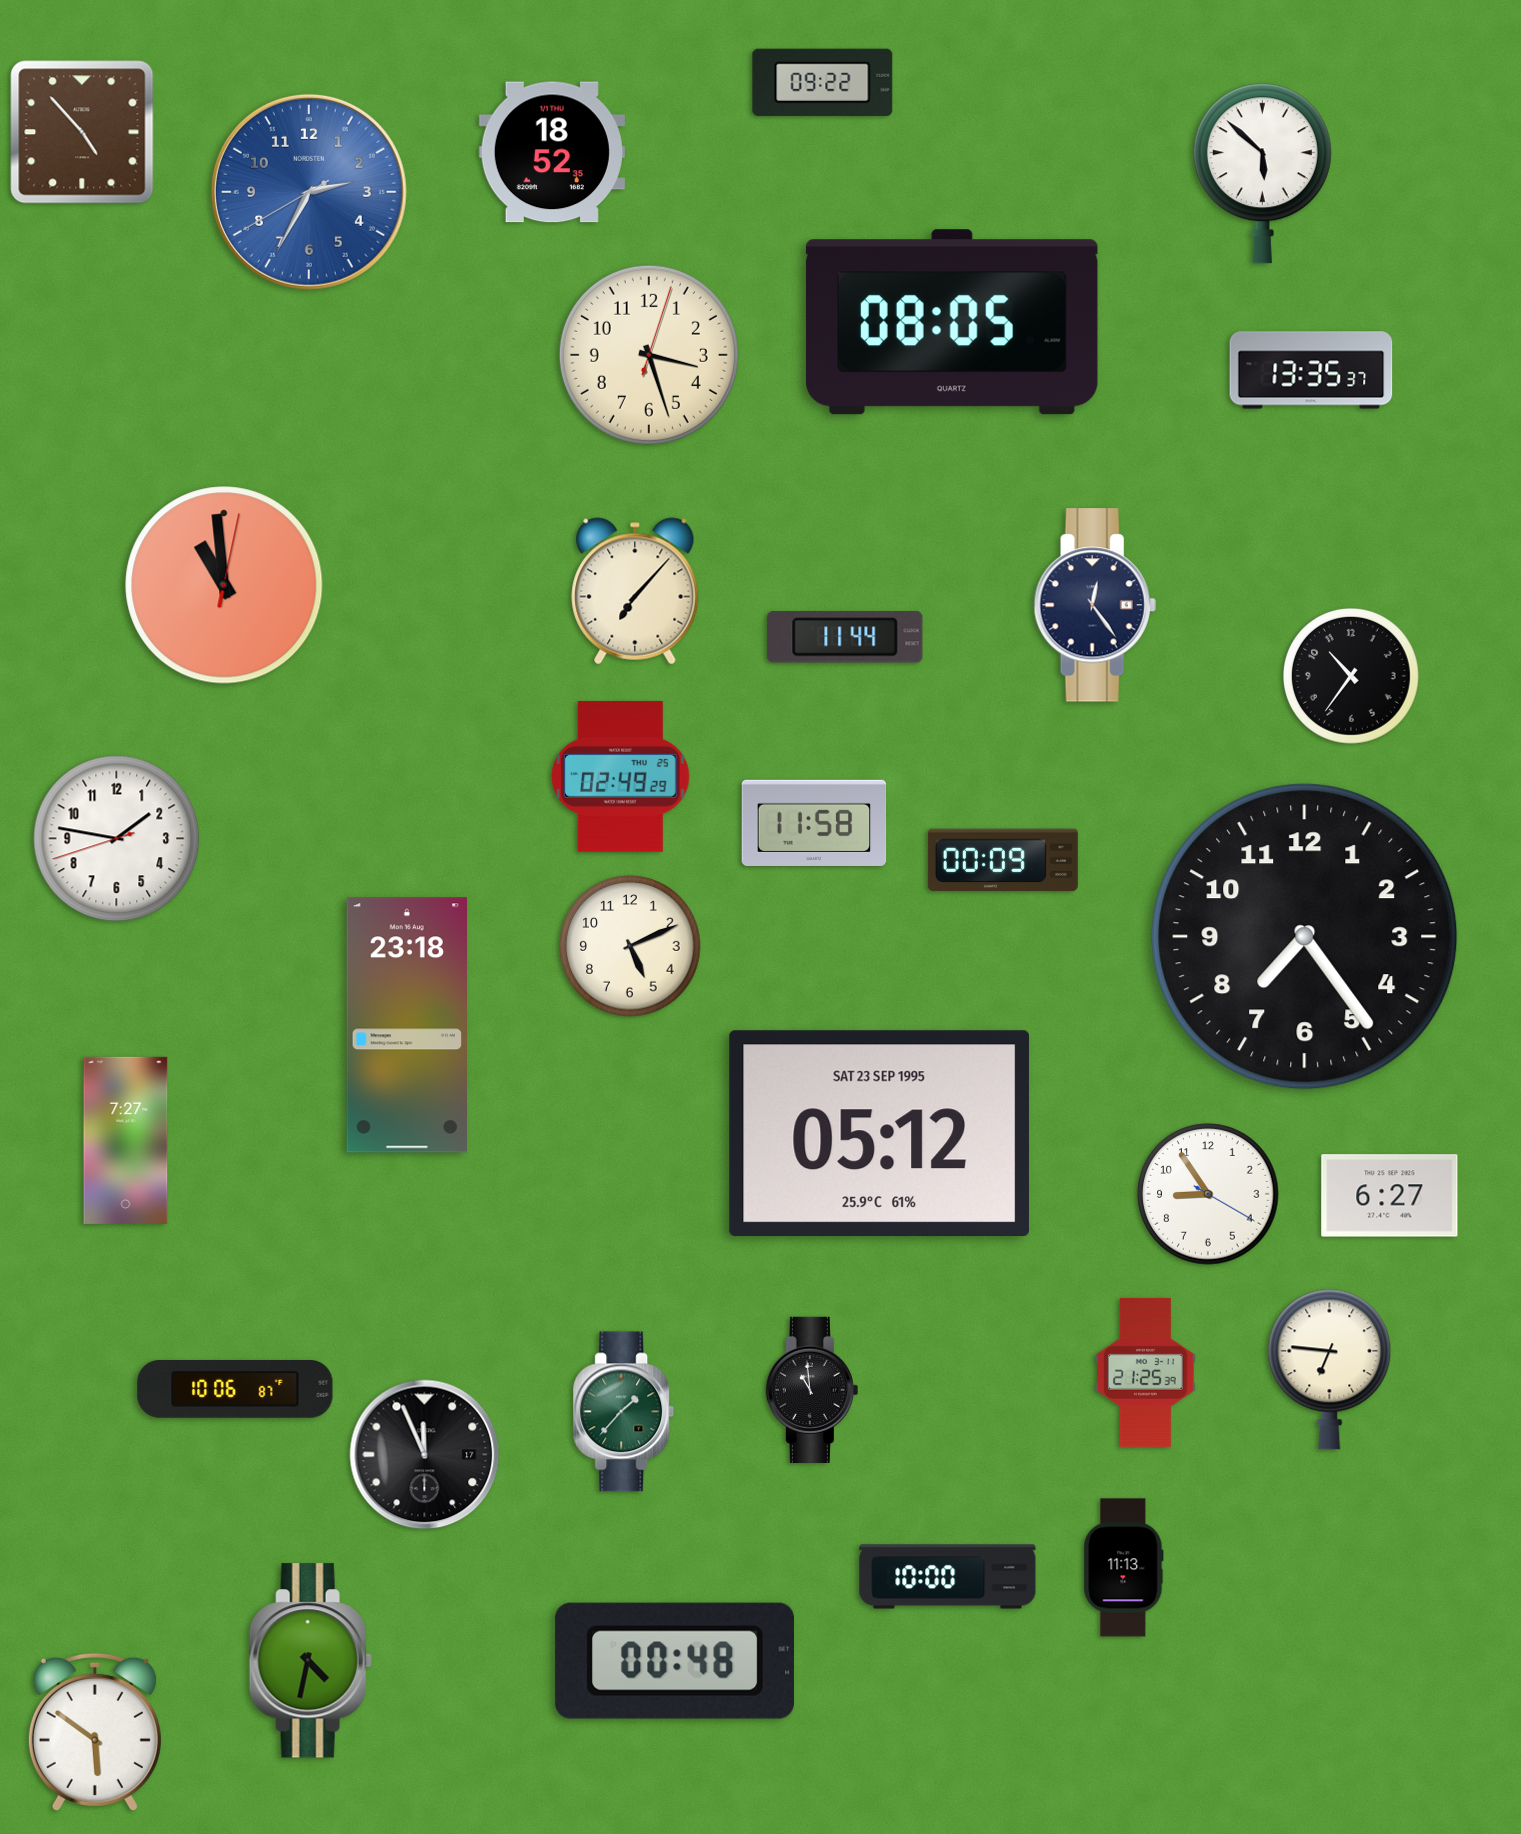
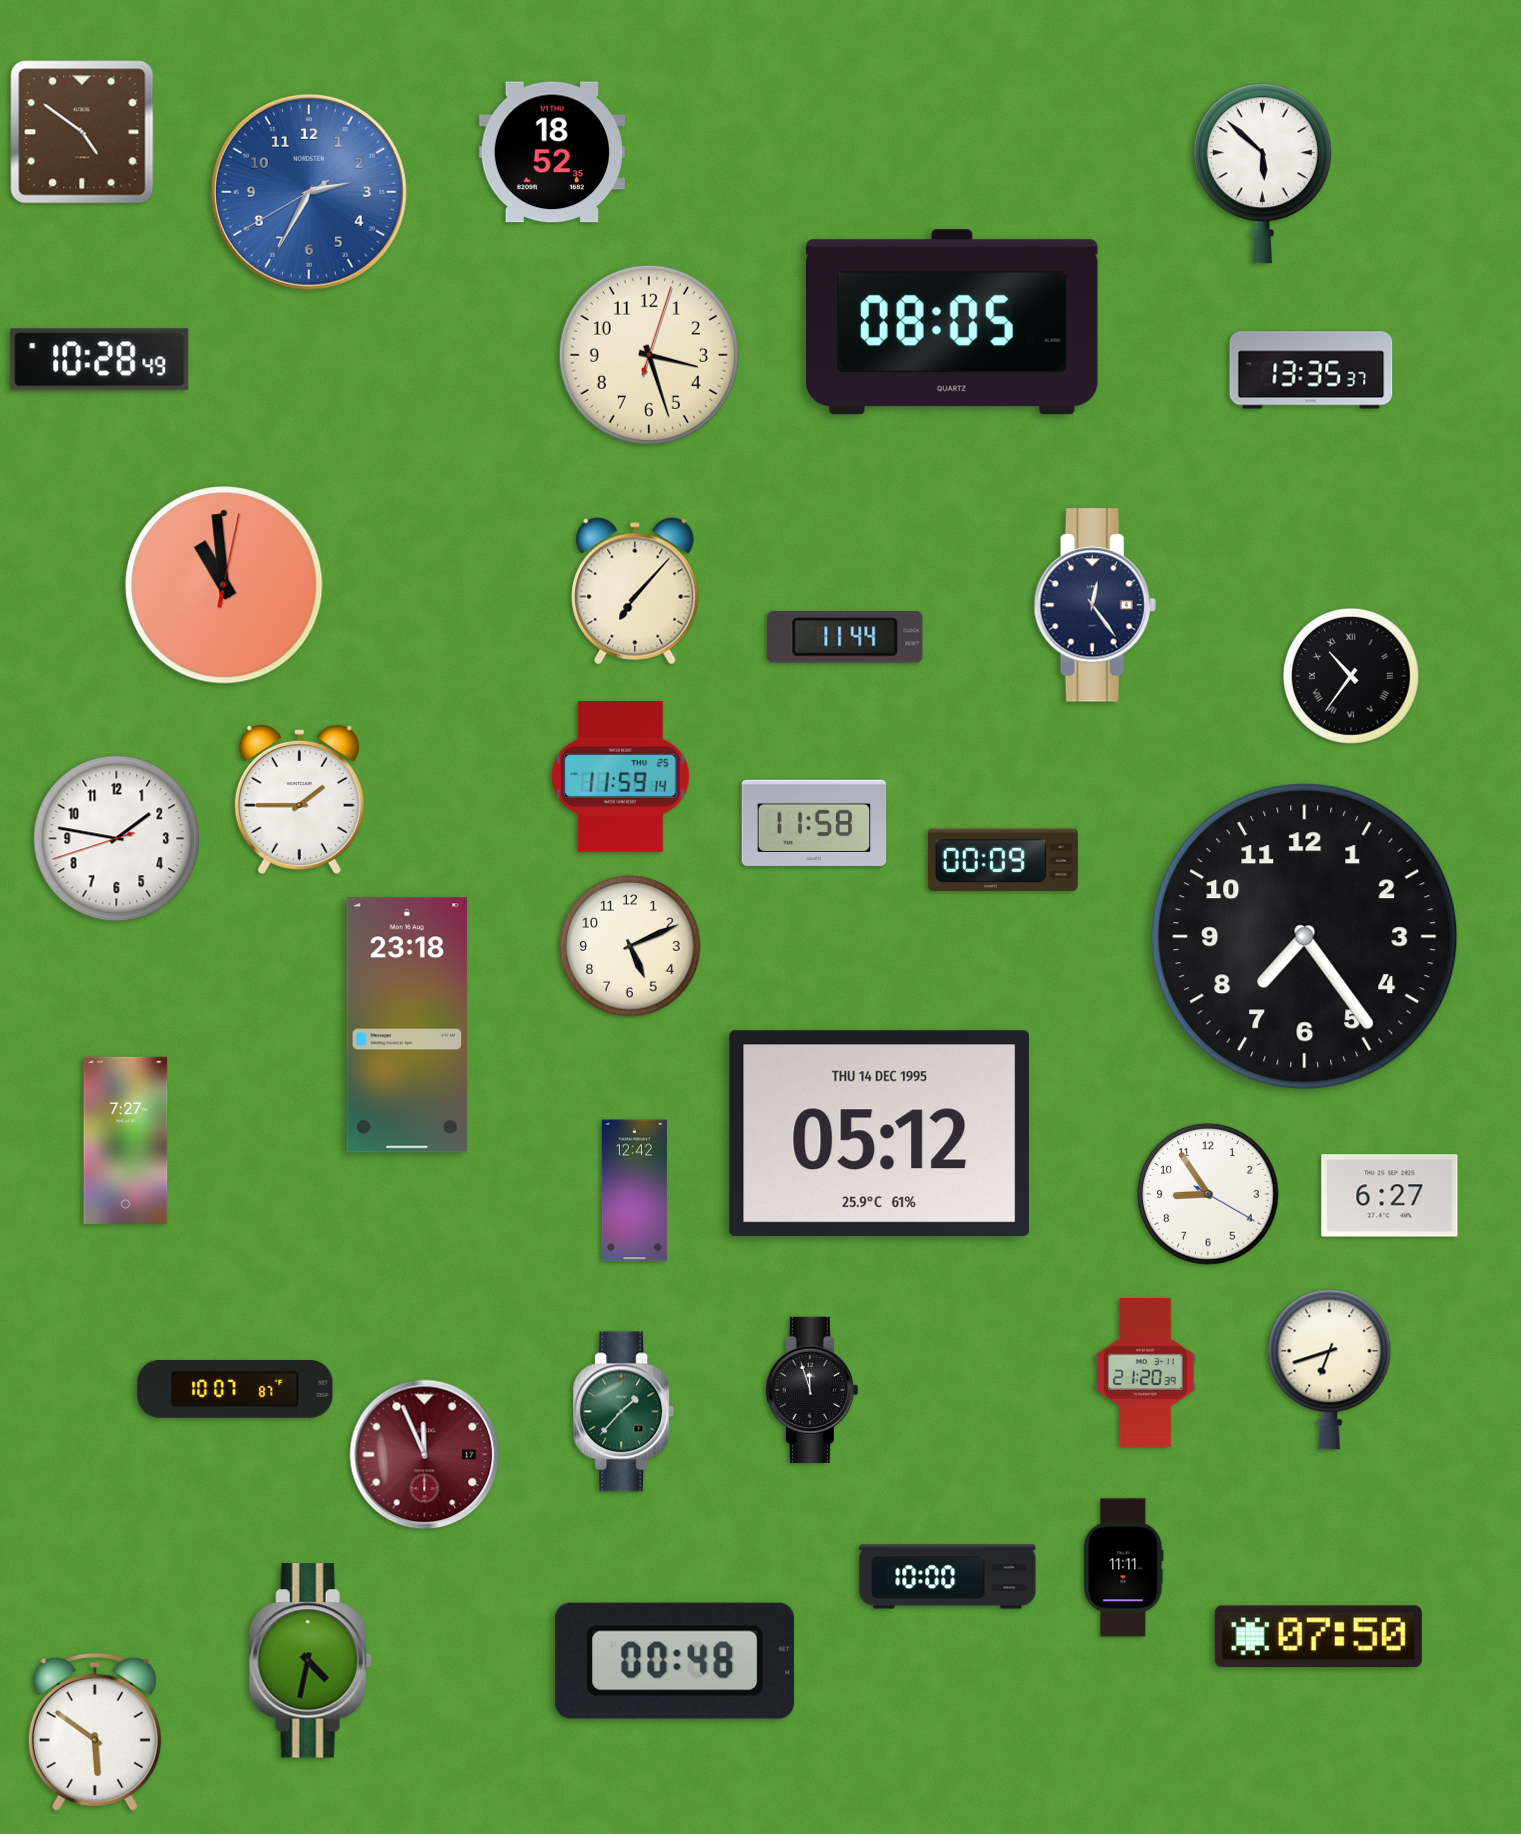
clock at (823, 82): 09:22 -> none
clock at (82, 132): 4:53 -> 4:51
clock at (100, 360): none -> 10:28
clock at (1352, 677) numerals: Arabic -> Roman
clock at (621, 776): 02:49 -> 11:59
clock at (299, 799): none -> 1:45
clock at (879, 1133) date: SAT 23 SEP 1995 -> THU 14 DEC 1995
clock at (634, 1191): none -> 12:42
clock at (1330, 1369): 6:46 -> 6:42
clock at (1146, 1372): 21:25 -> 21:20
clock at (235, 1389): 10:06 -> 10:07
clock at (812, 1390): 10:59 -> 11:57
clock at (425, 1455) dial: black -> burgundy
clock at (1124, 1568): 11:13 -> 11:11
clock at (1318, 1637): none -> 07:50
